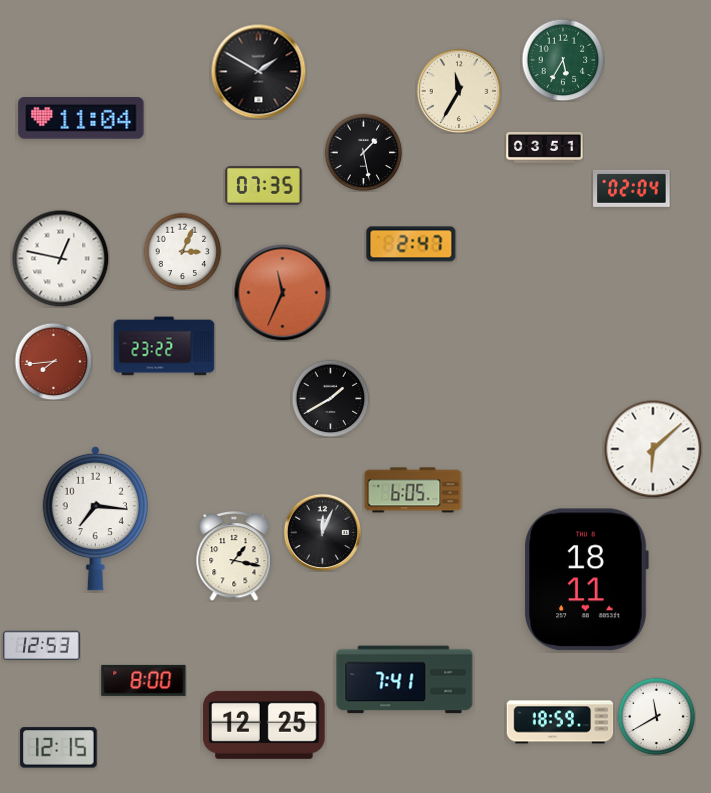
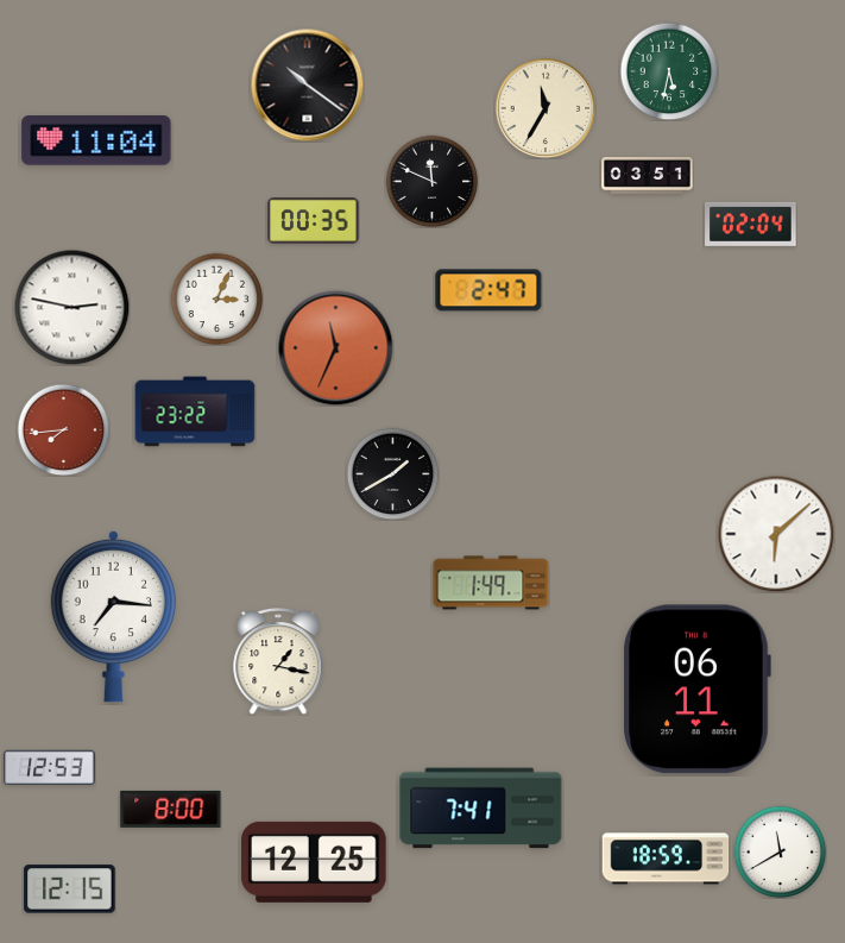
clock at (563, 60): 5:35 -> 5:32
clock at (258, 71): 1:50 -> 10:21
clock at (363, 152): 1:28 -> 11:49
clock at (264, 186): 07:35 -> 00:35
clock at (60, 258): 12:47 -> 2:47
clock at (413, 490): 6:05 -> 1:49
clock at (322, 532): 12:04 -> none
clock at (586, 580): 18:11 -> 06:11
